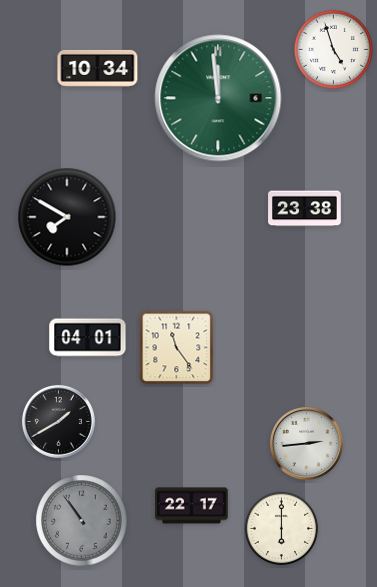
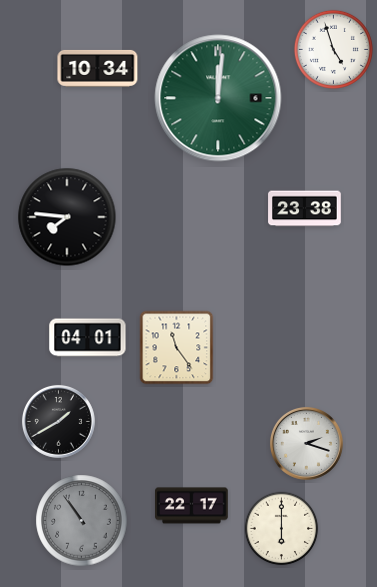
clock at (218, 98): 11:59 -> 12:01
clock at (67, 217): 7:50 -> 7:46
clock at (306, 443): 2:44 -> 2:18
